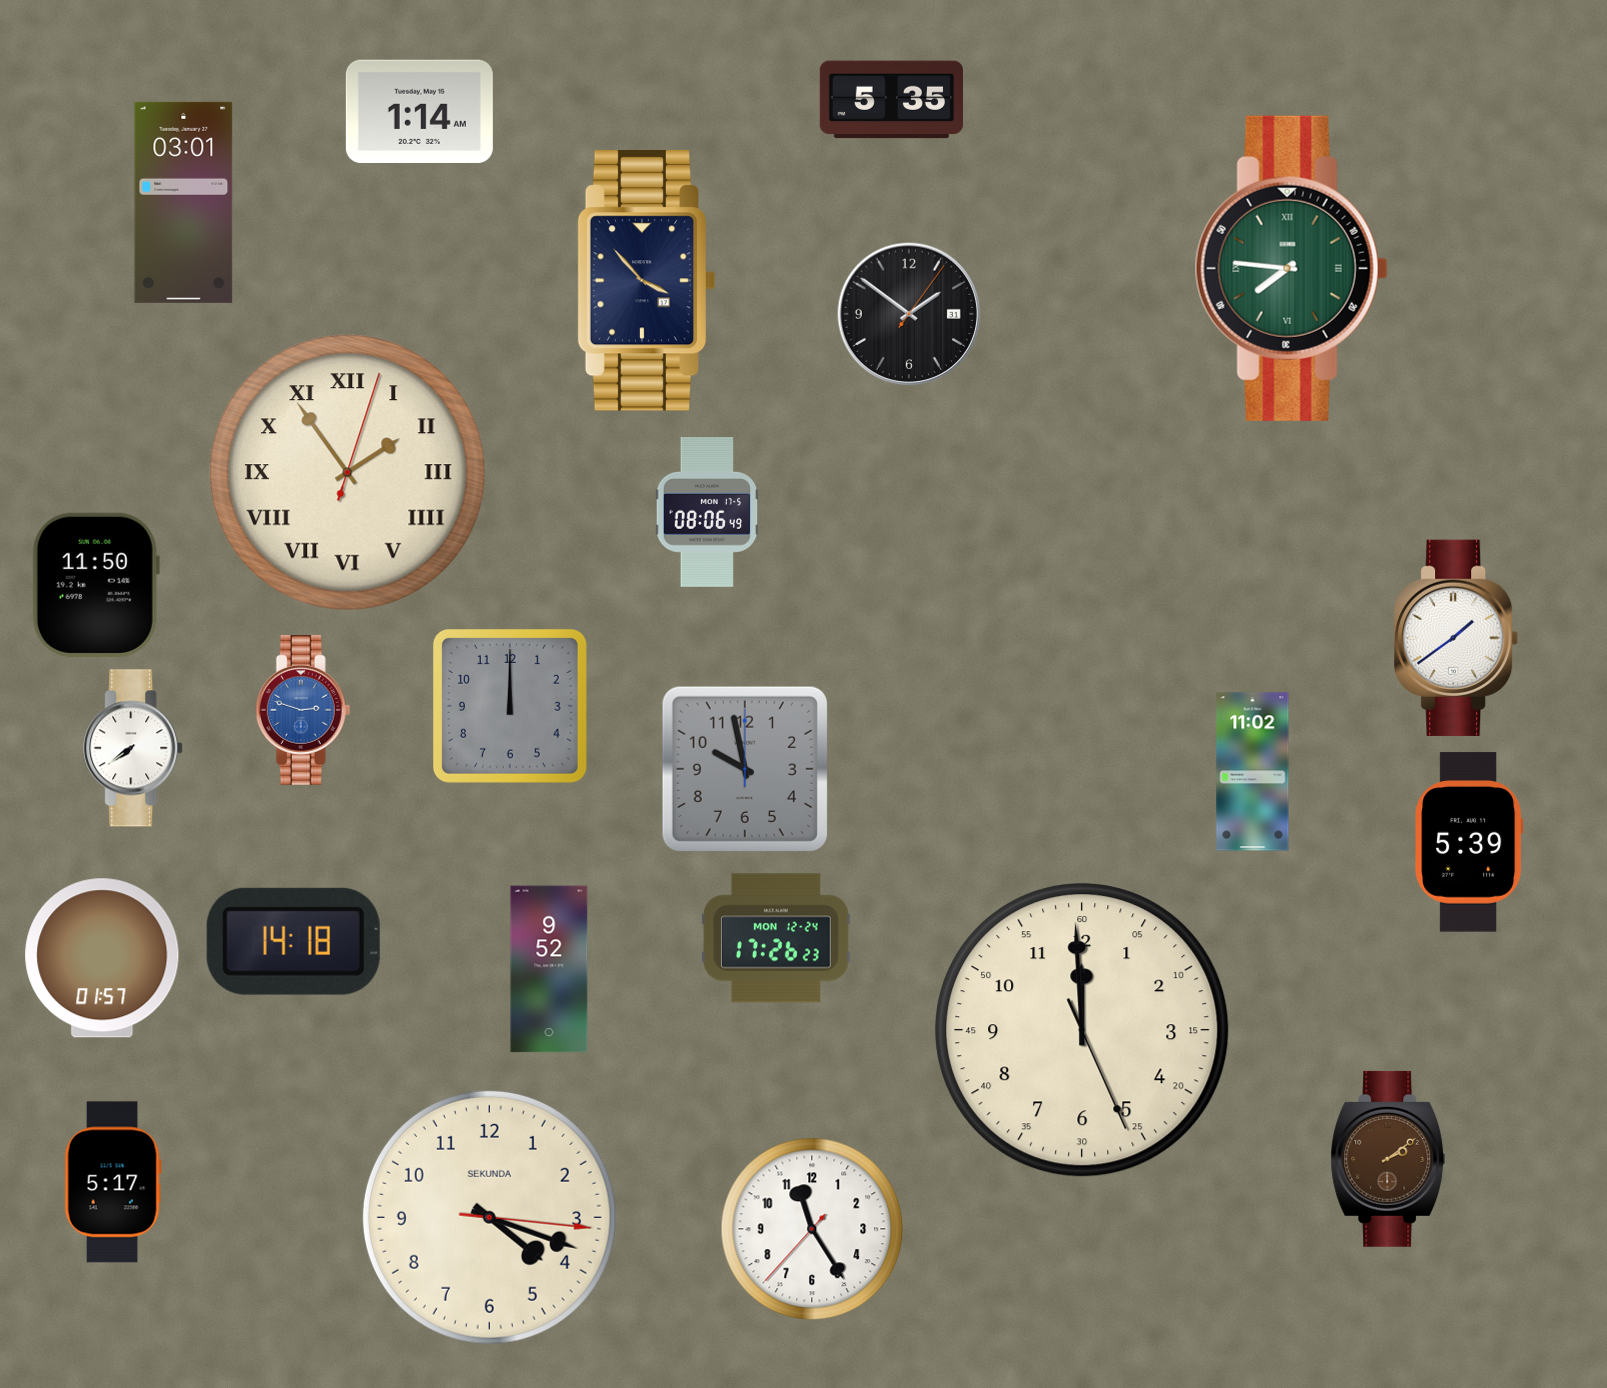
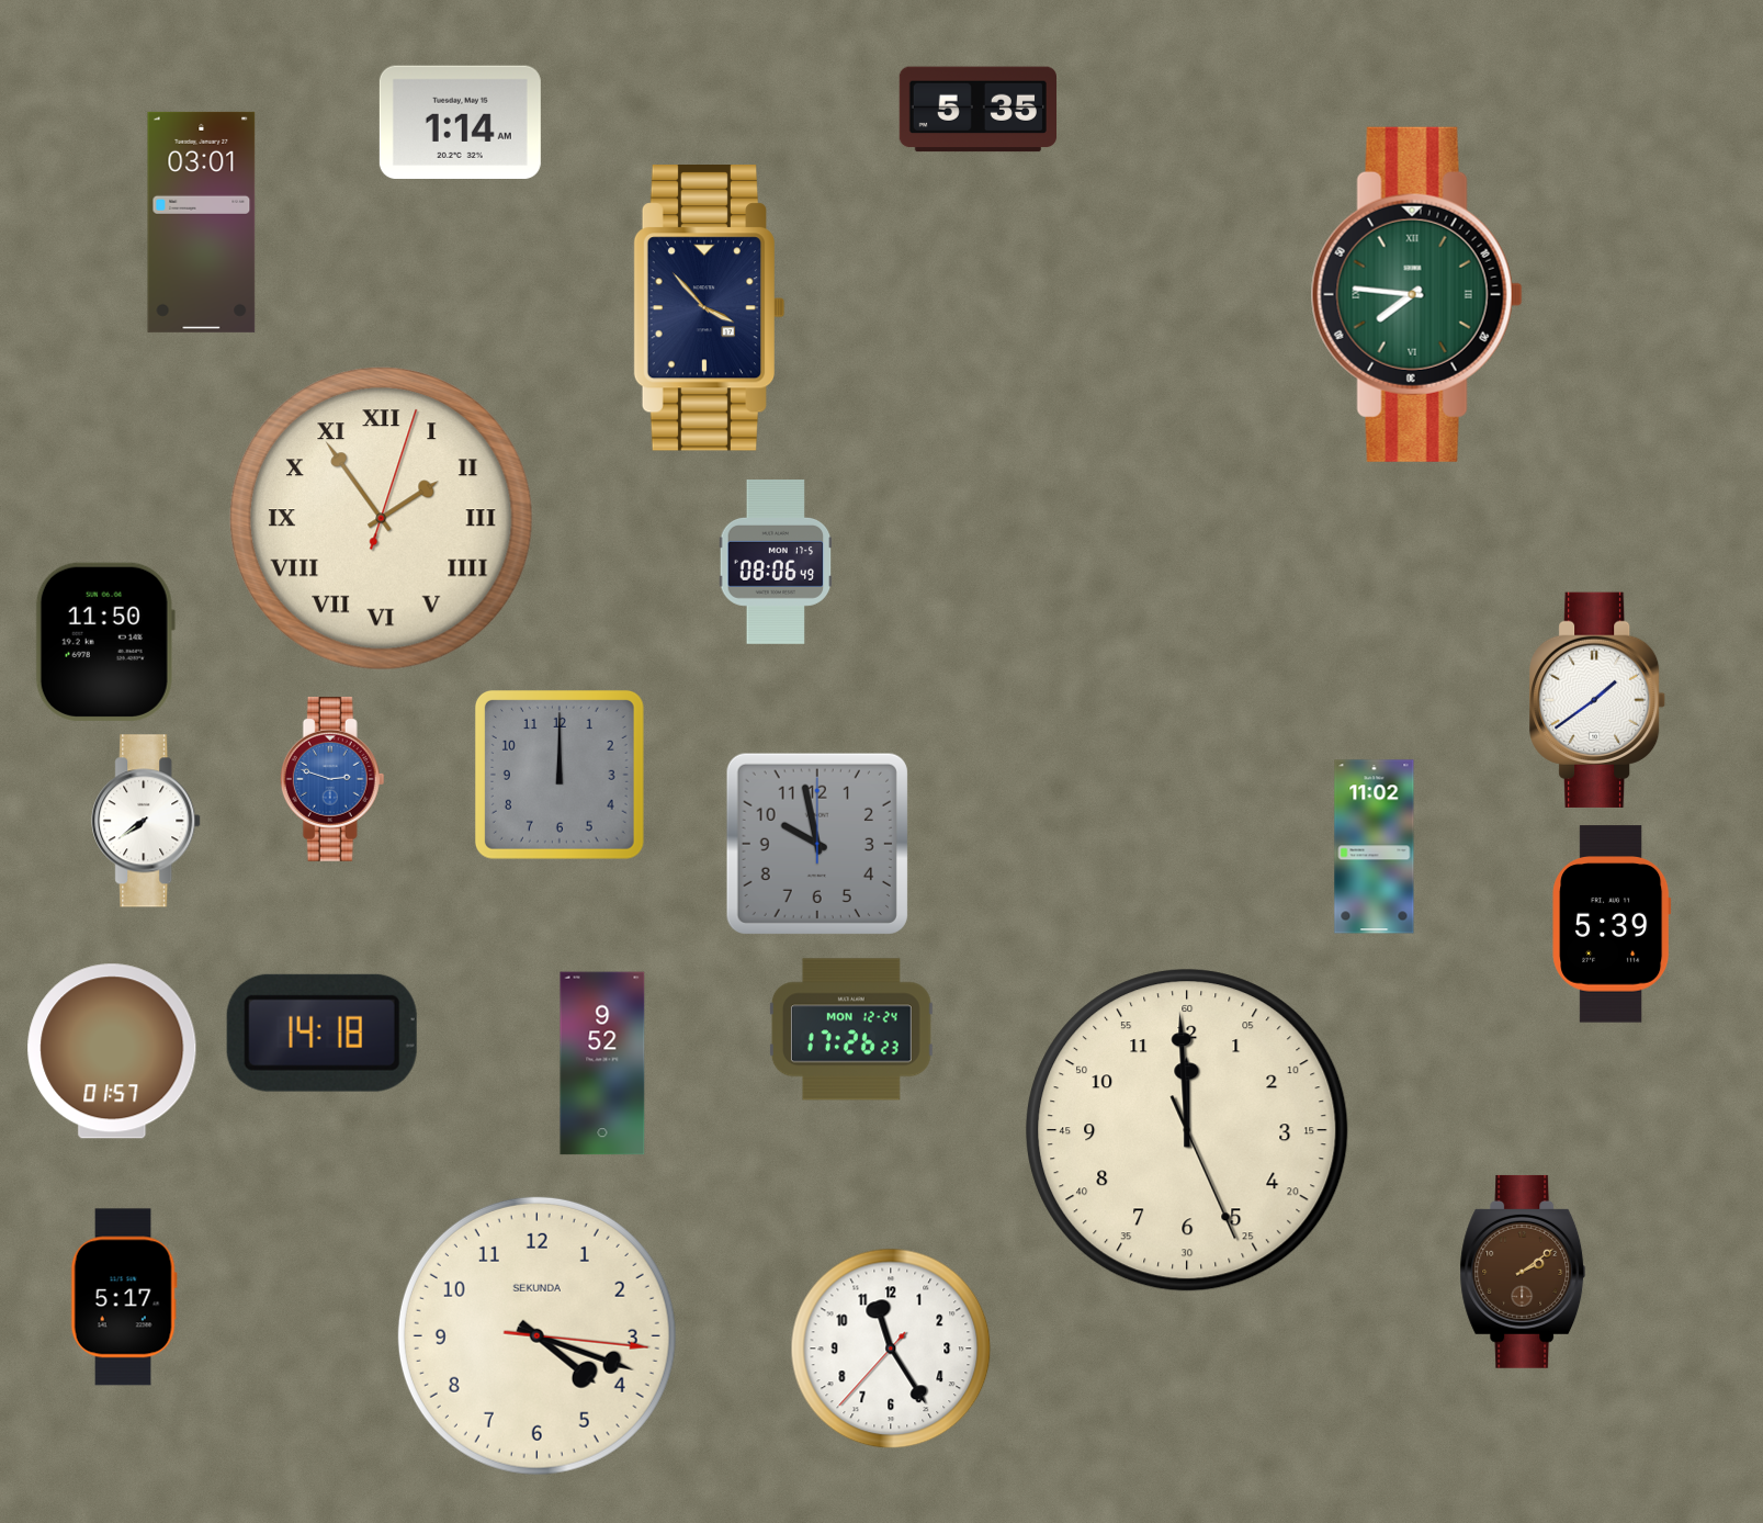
clock at (909, 314): 1:51 -> none
